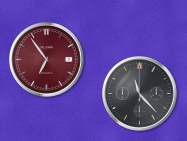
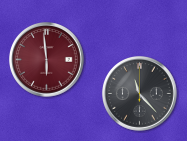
clock at (47, 60): 6:54 -> 5:59
